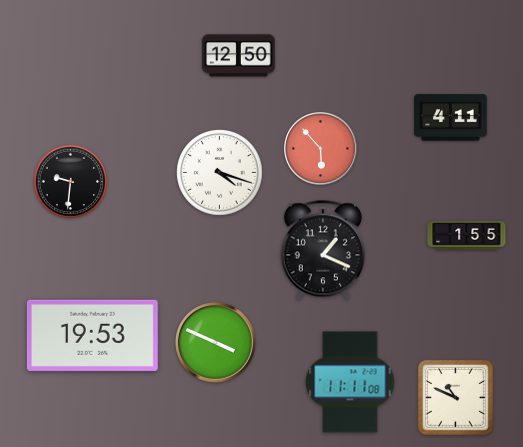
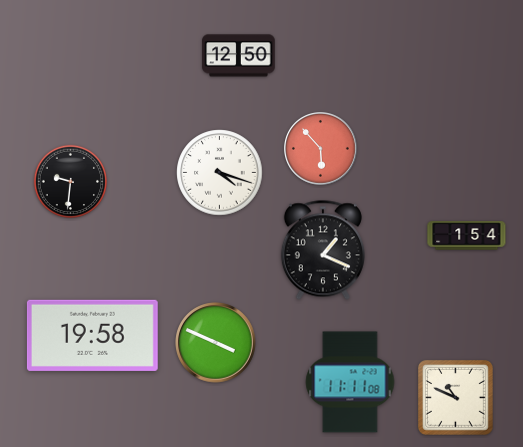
clock at (451, 118): 4:11 -> none
clock at (467, 236): 1:55 -> 1:54
clock at (92, 335): 19:53 -> 19:58
